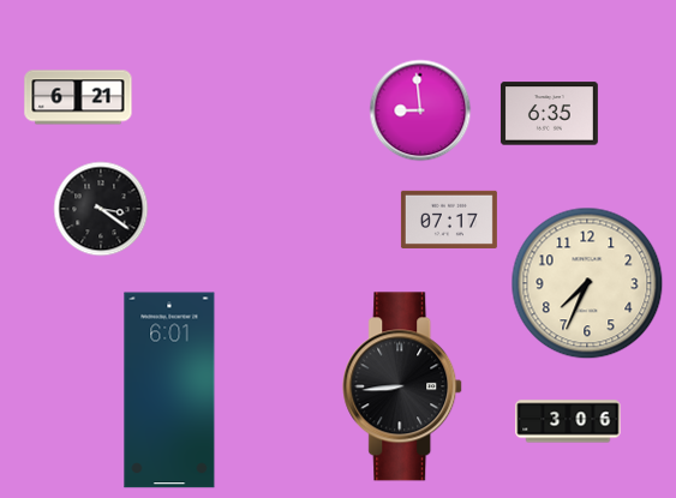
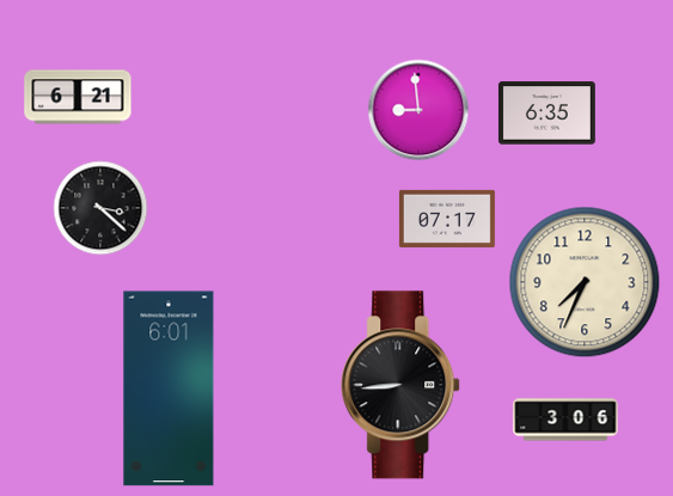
clock at (101, 209): 3:21 -> 3:22
